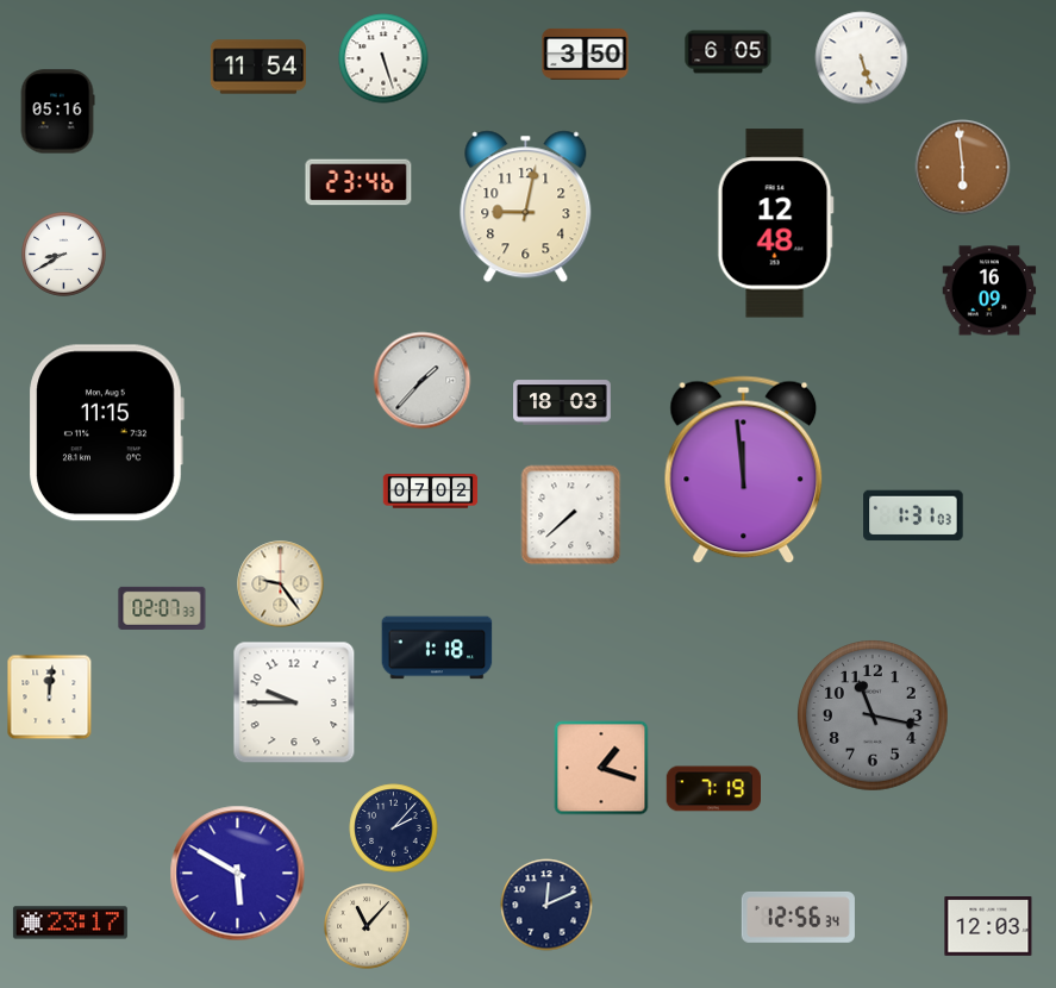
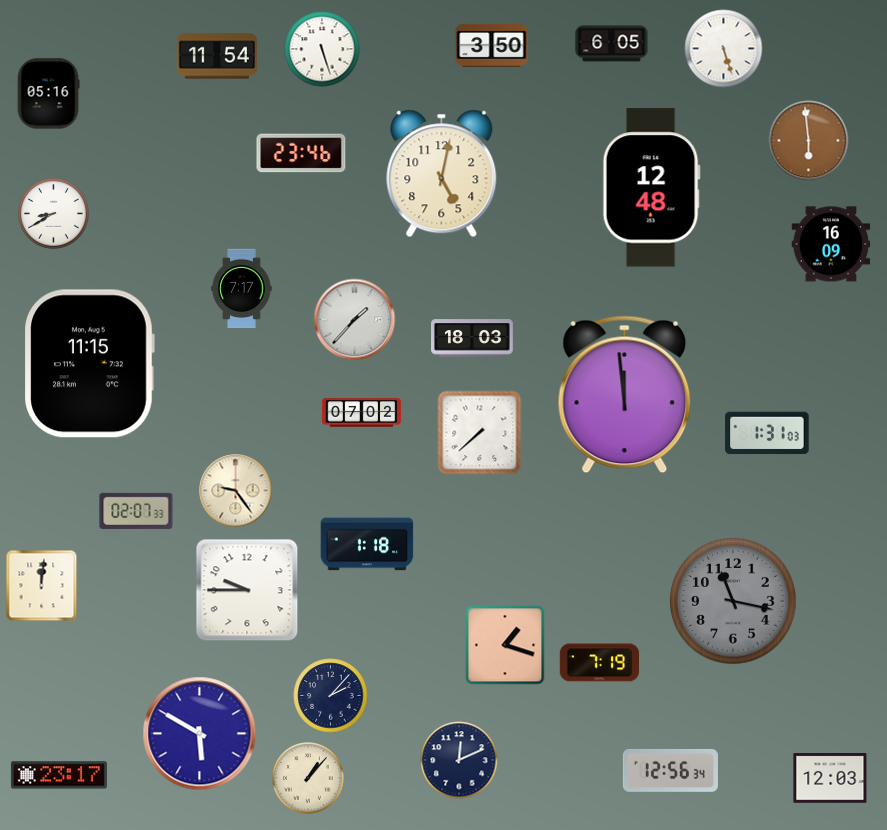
clock at (526, 207): 9:02 -> 5:02
clock at (242, 289): none -> 7:17
clock at (367, 926): 11:07 -> 1:07
